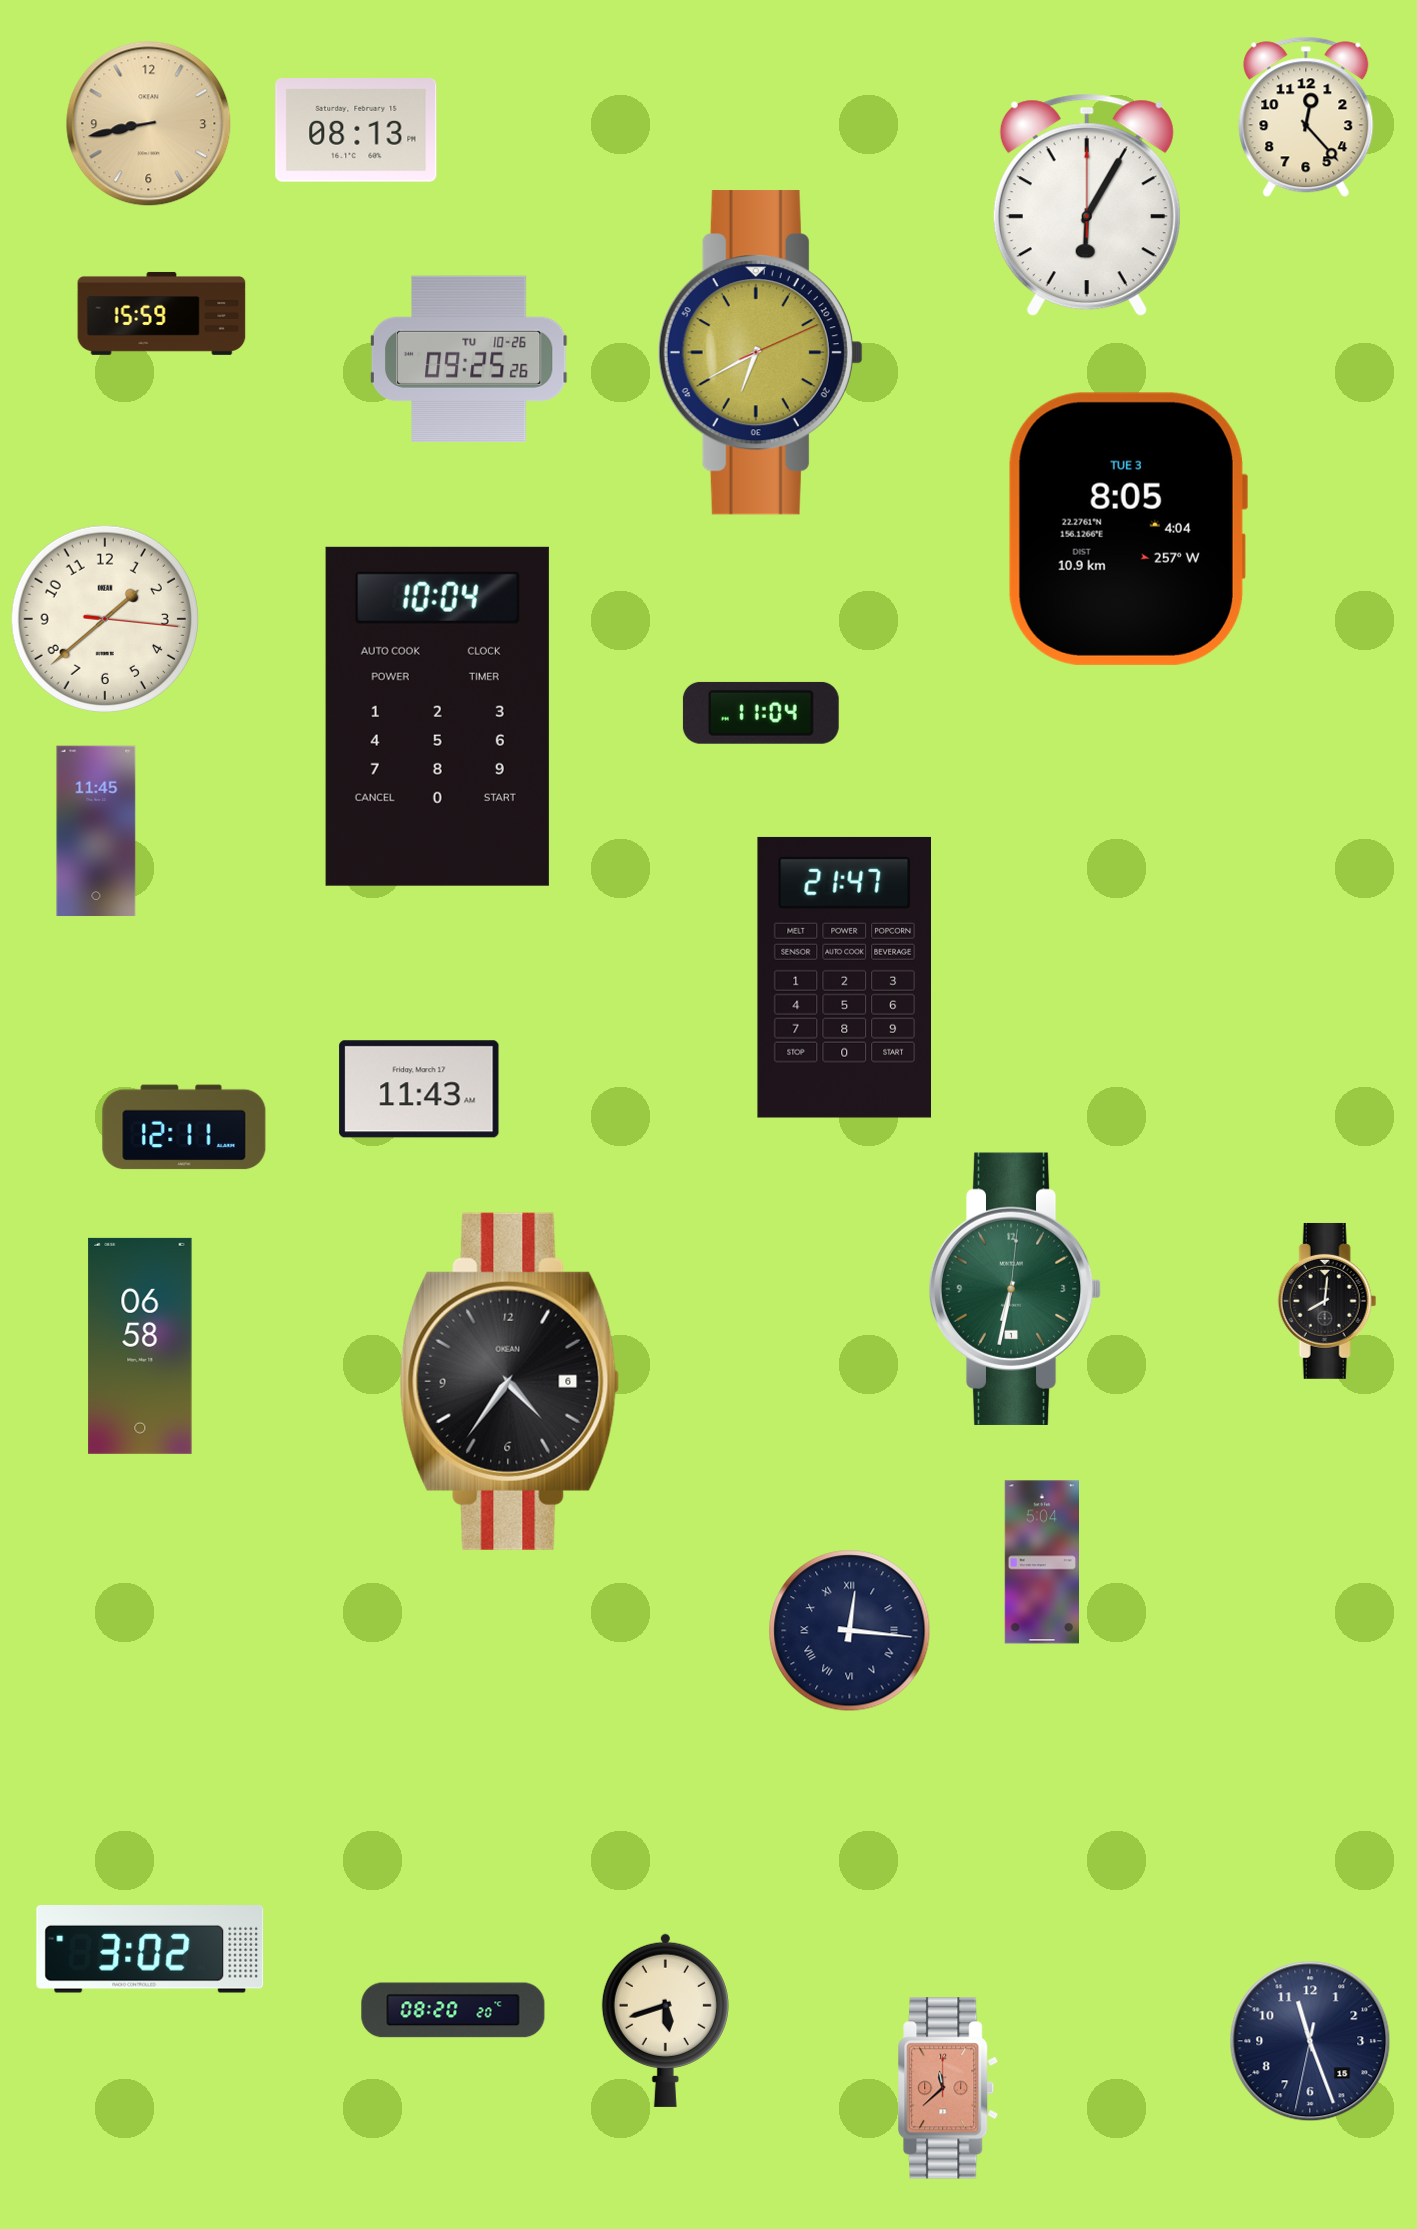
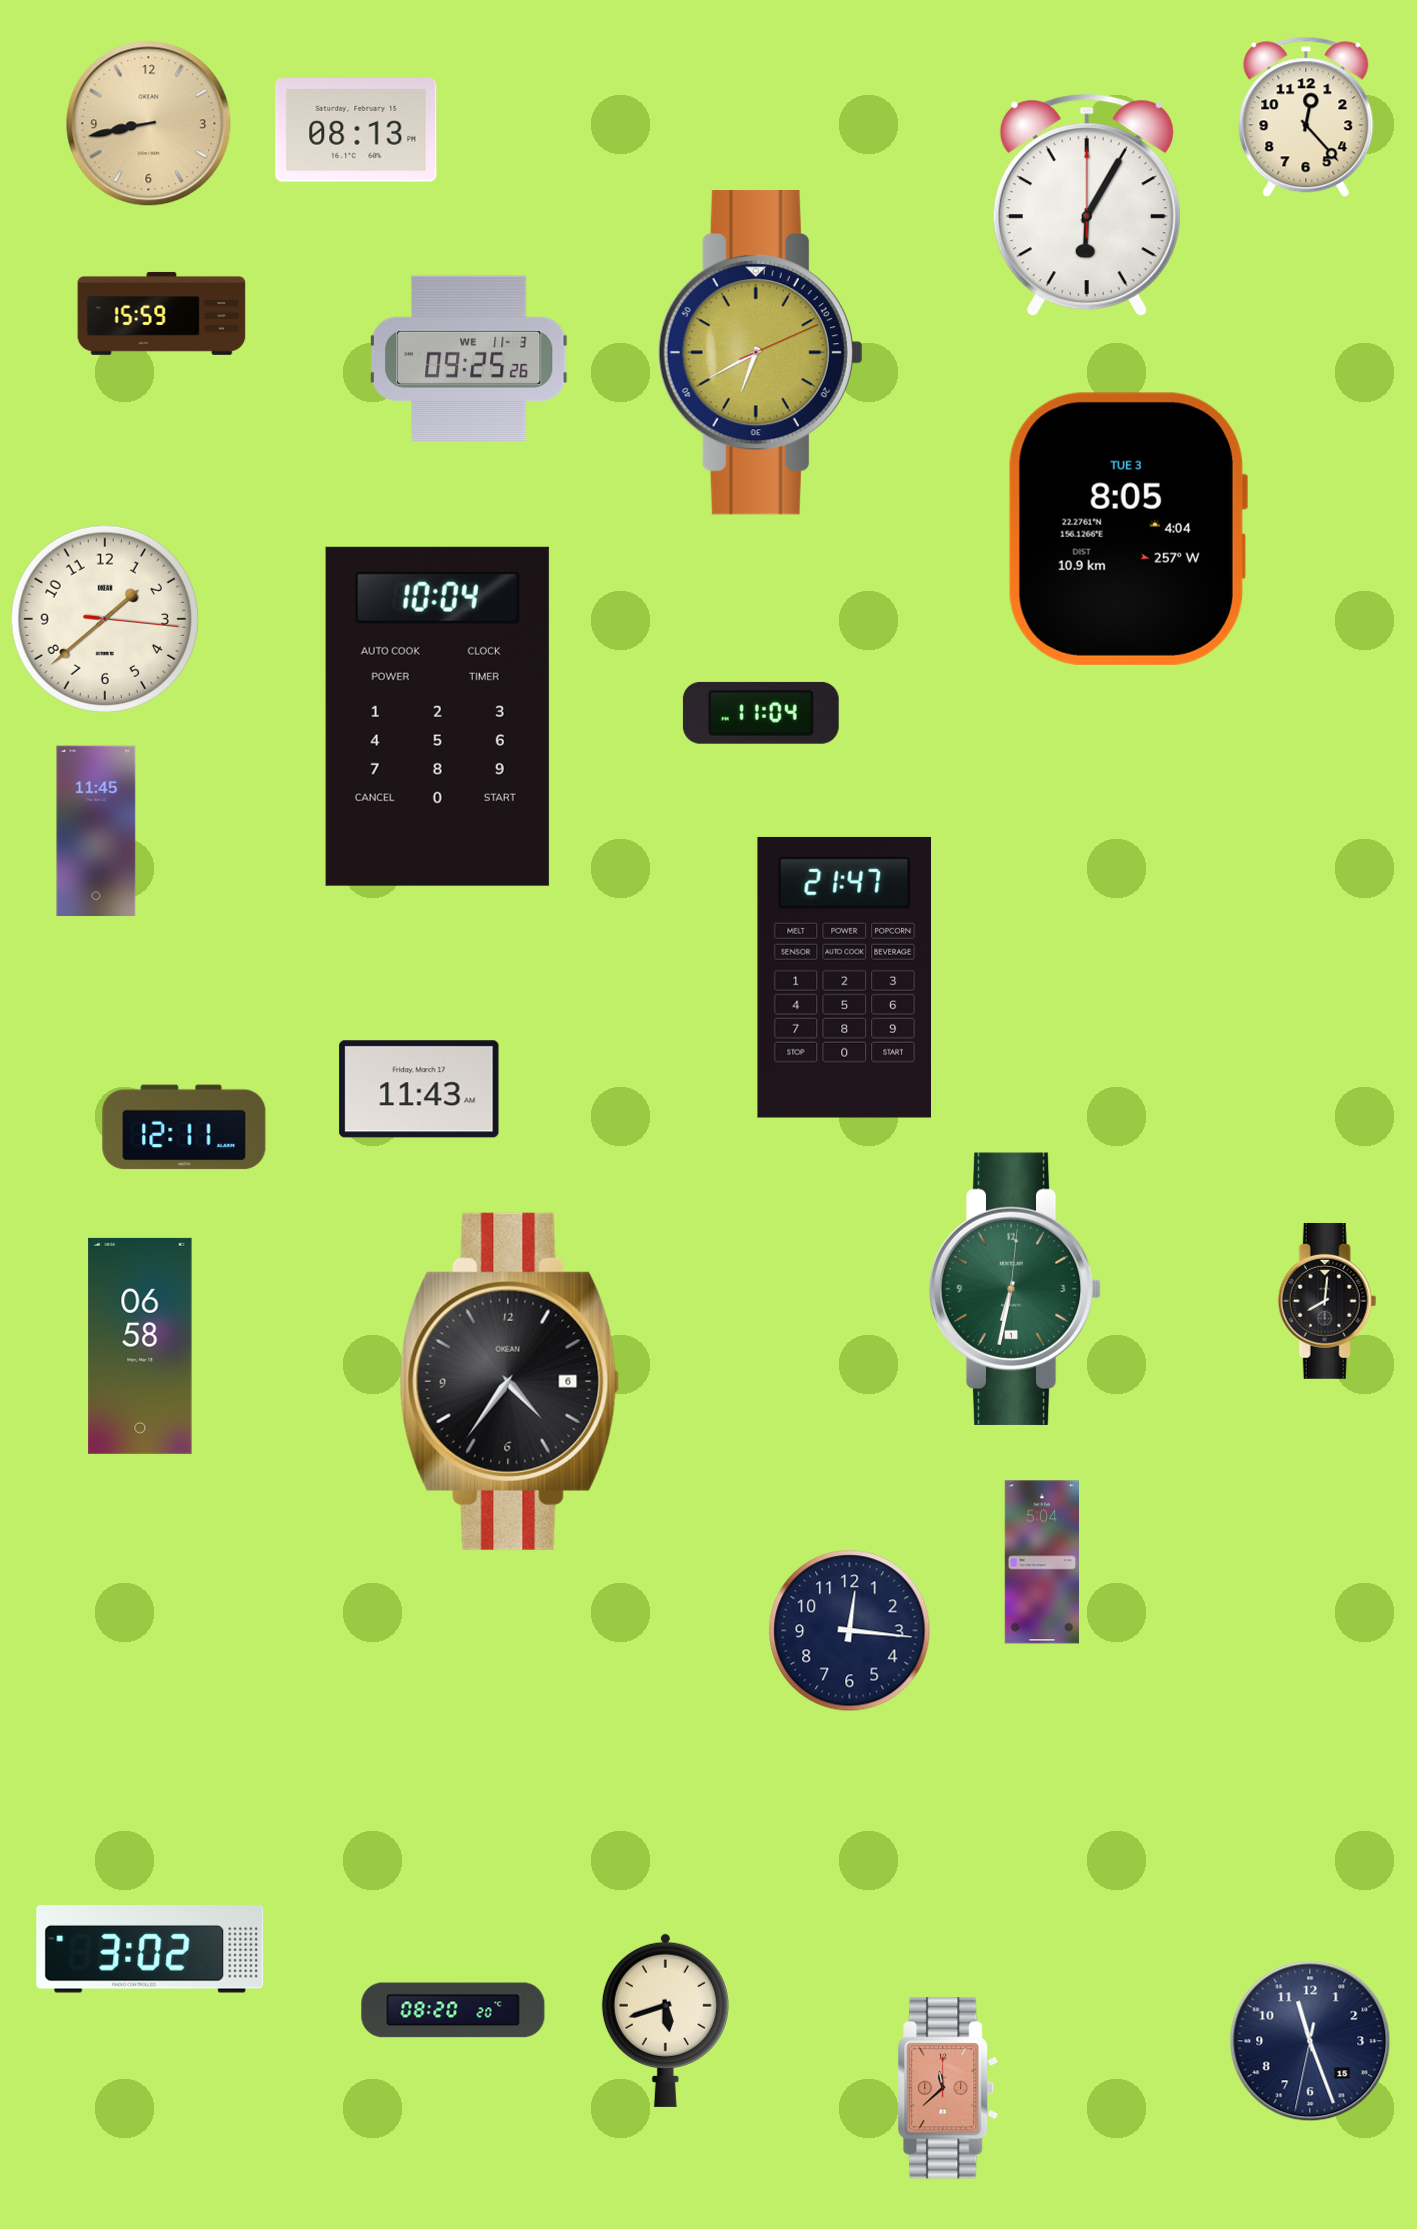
clock at (469, 359) date: TU 10-26 -> WE 11-3
clock at (850, 1631) numerals: Roman -> Arabic
